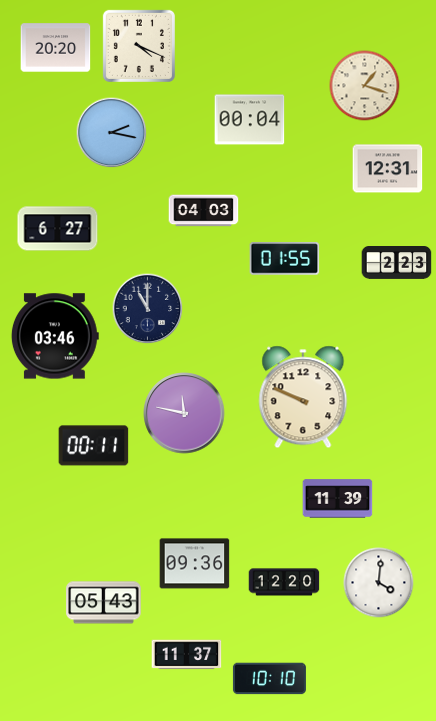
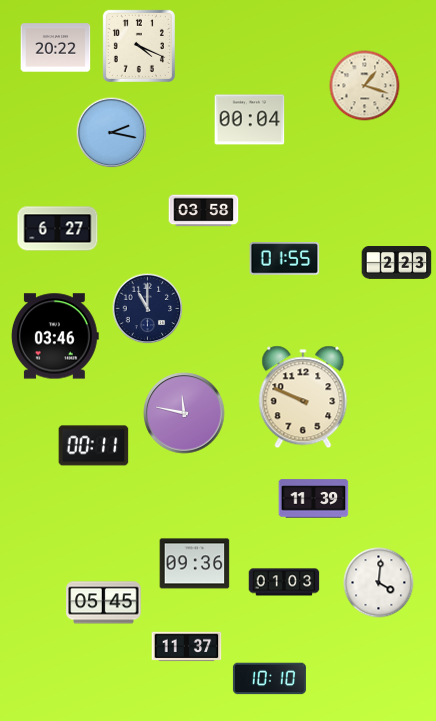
clock at (56, 48): 20:20 -> 20:22
clock at (388, 169): 12:31 -> none
clock at (204, 211): 04:03 -> 03:58
clock at (338, 499) position: (338, 499) -> (314, 499)
clock at (284, 582): 12:20 -> 01:03
clock at (104, 603): 05:43 -> 05:45
clock at (187, 655) position: (187, 655) -> (187, 647)
